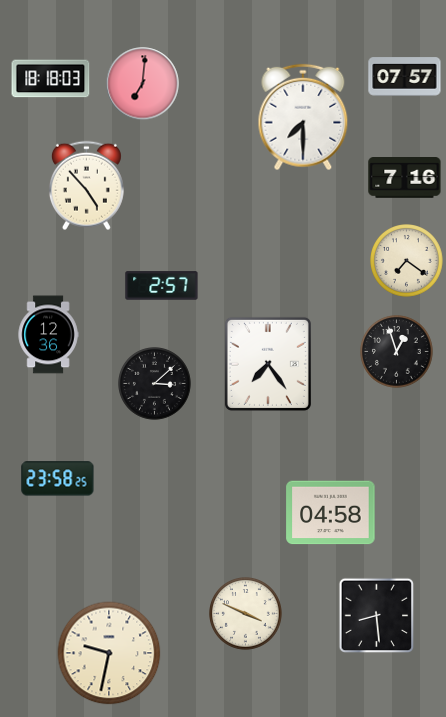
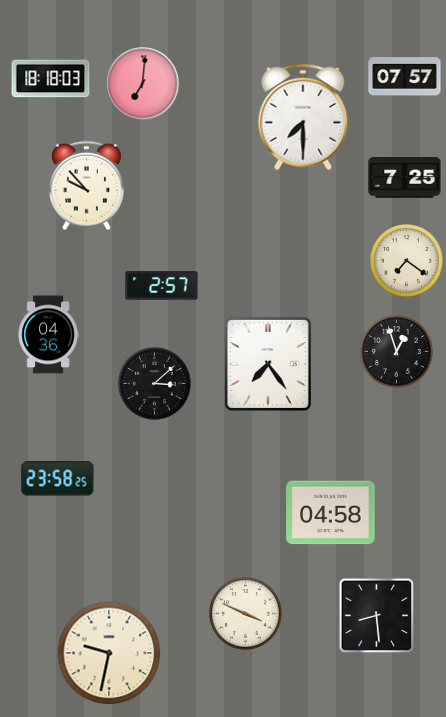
clock at (405, 178): 7:16 -> 7:25
clock at (86, 186): 4:53 -> 9:53
clock at (48, 335): 12:36 -> 04:36
